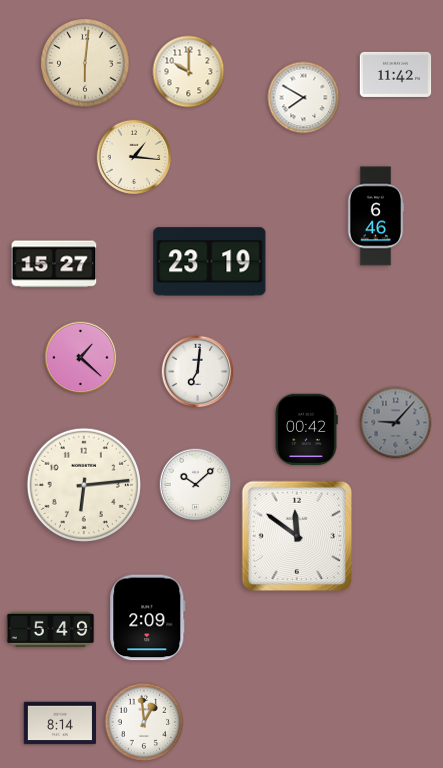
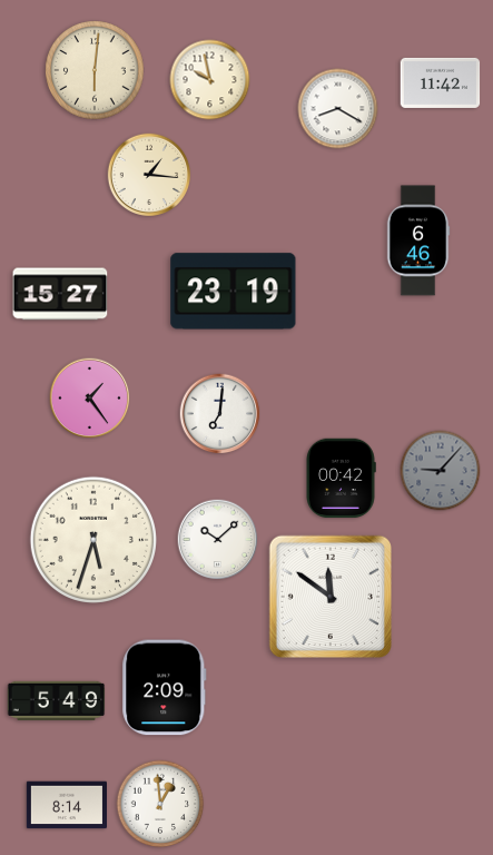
clock at (189, 72): 10:00 -> 9:58
clock at (304, 98): 7:50 -> 8:20
clock at (81, 358): 1:22 -> 1:24
clock at (84, 485): 6:14 -> 5:33
